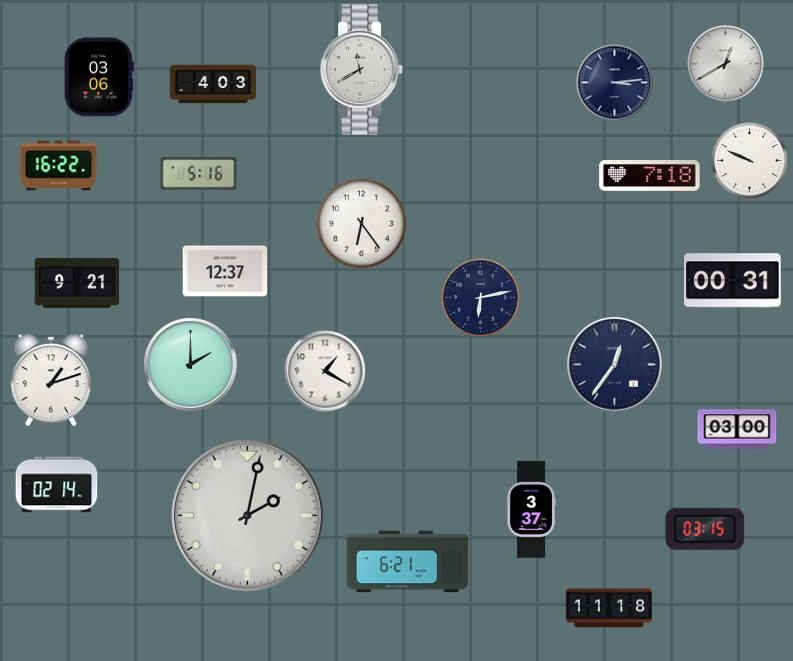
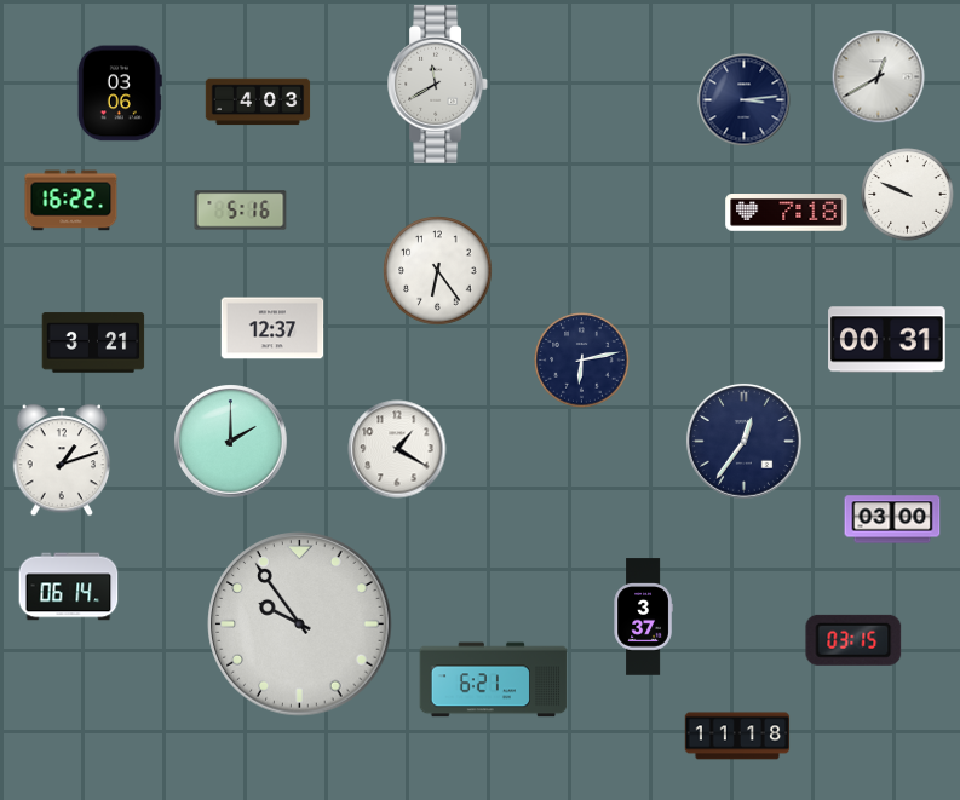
clock at (77, 283): 9:21 -> 3:21
clock at (325, 371) position: (325, 371) -> (397, 449)
clock at (57, 485): 02:14 -> 06:14
clock at (248, 516): 2:02 -> 9:54
